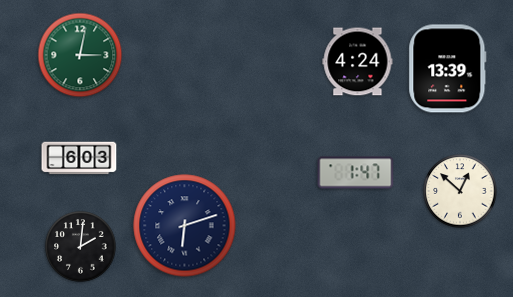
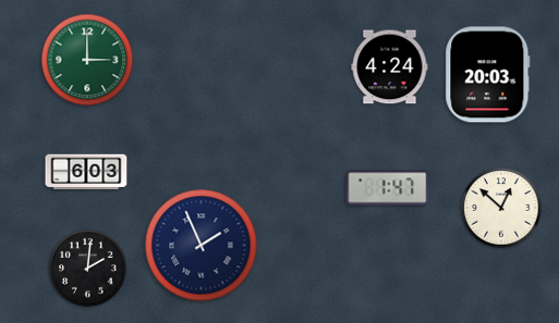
clock at (80, 55): 3:02 -> 3:00
clock at (448, 69): 13:39 -> 20:03
clock at (185, 226): 6:12 -> 1:56
